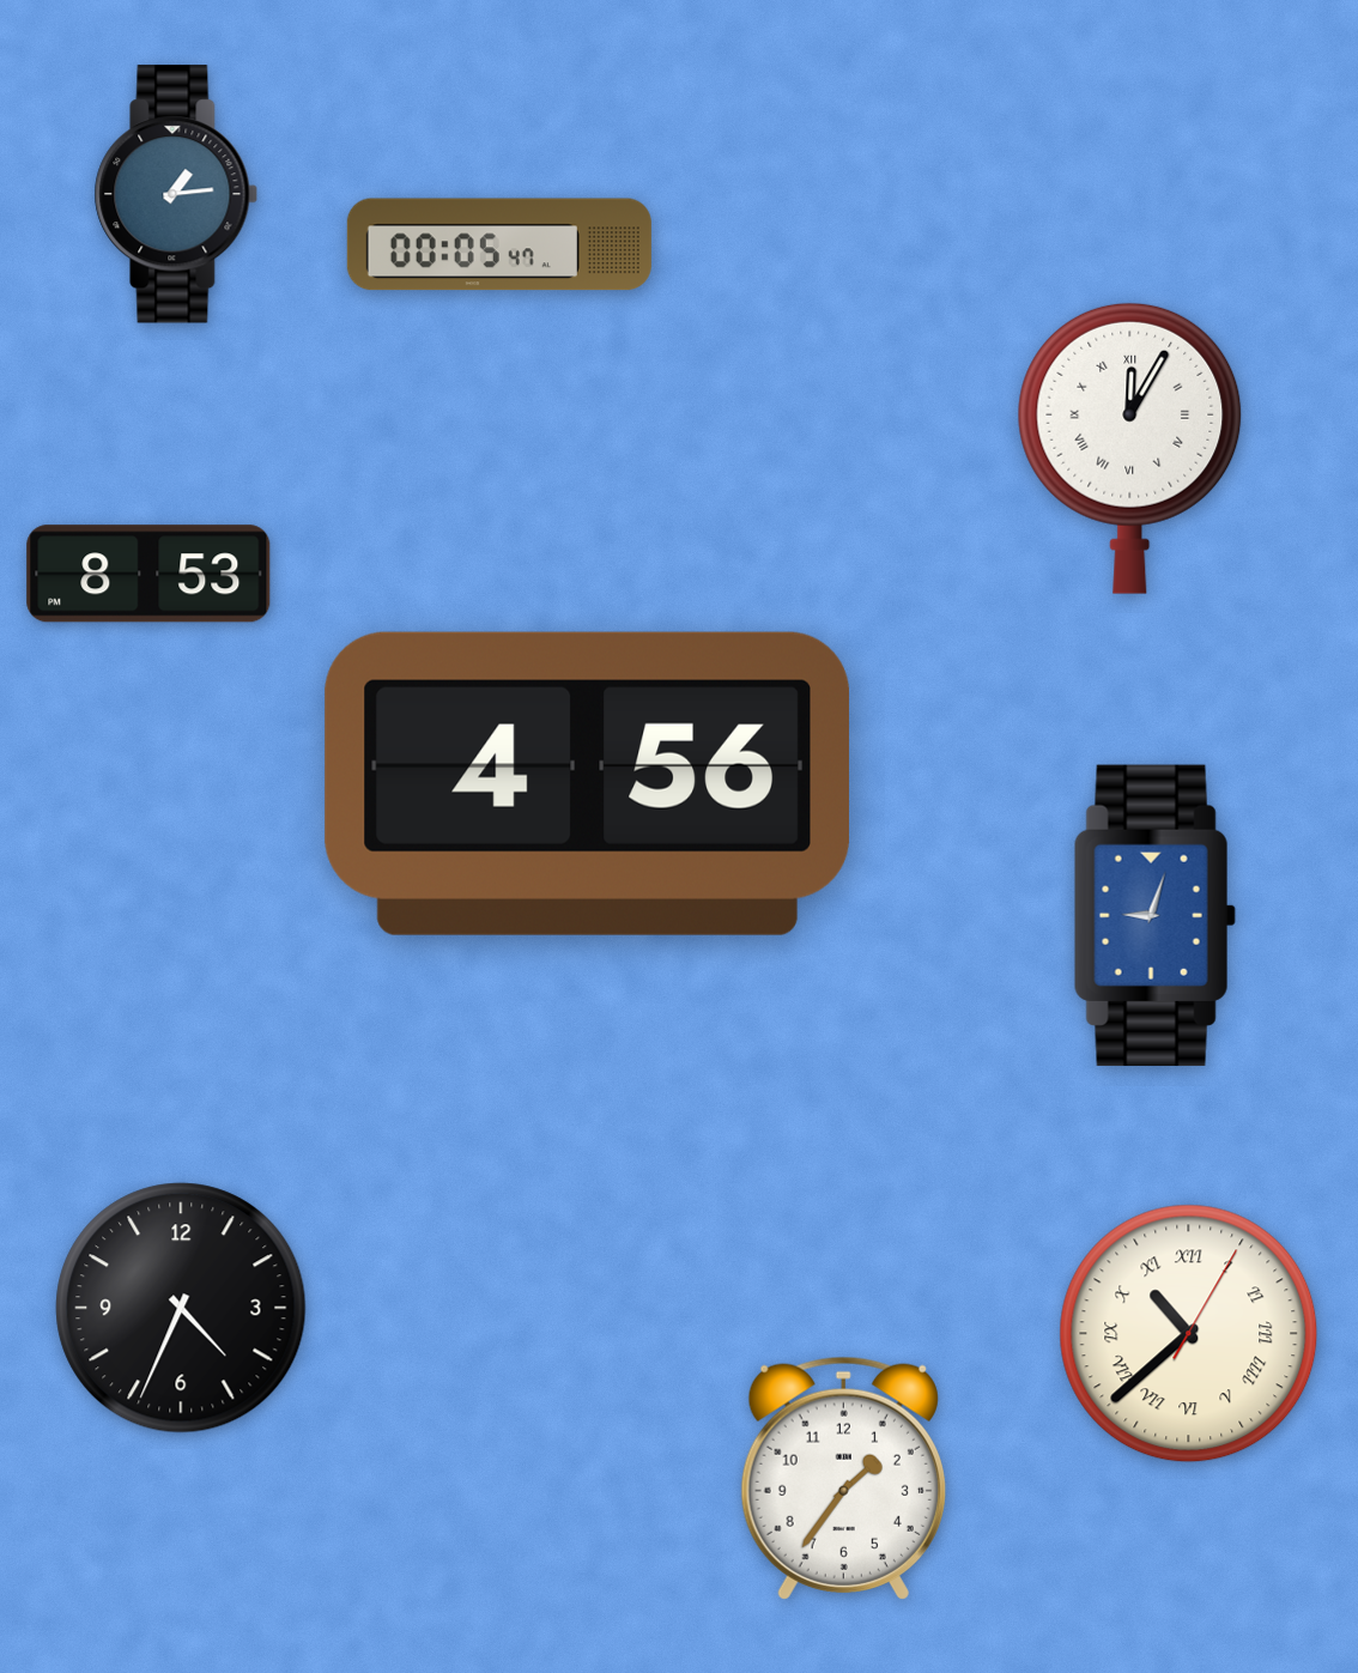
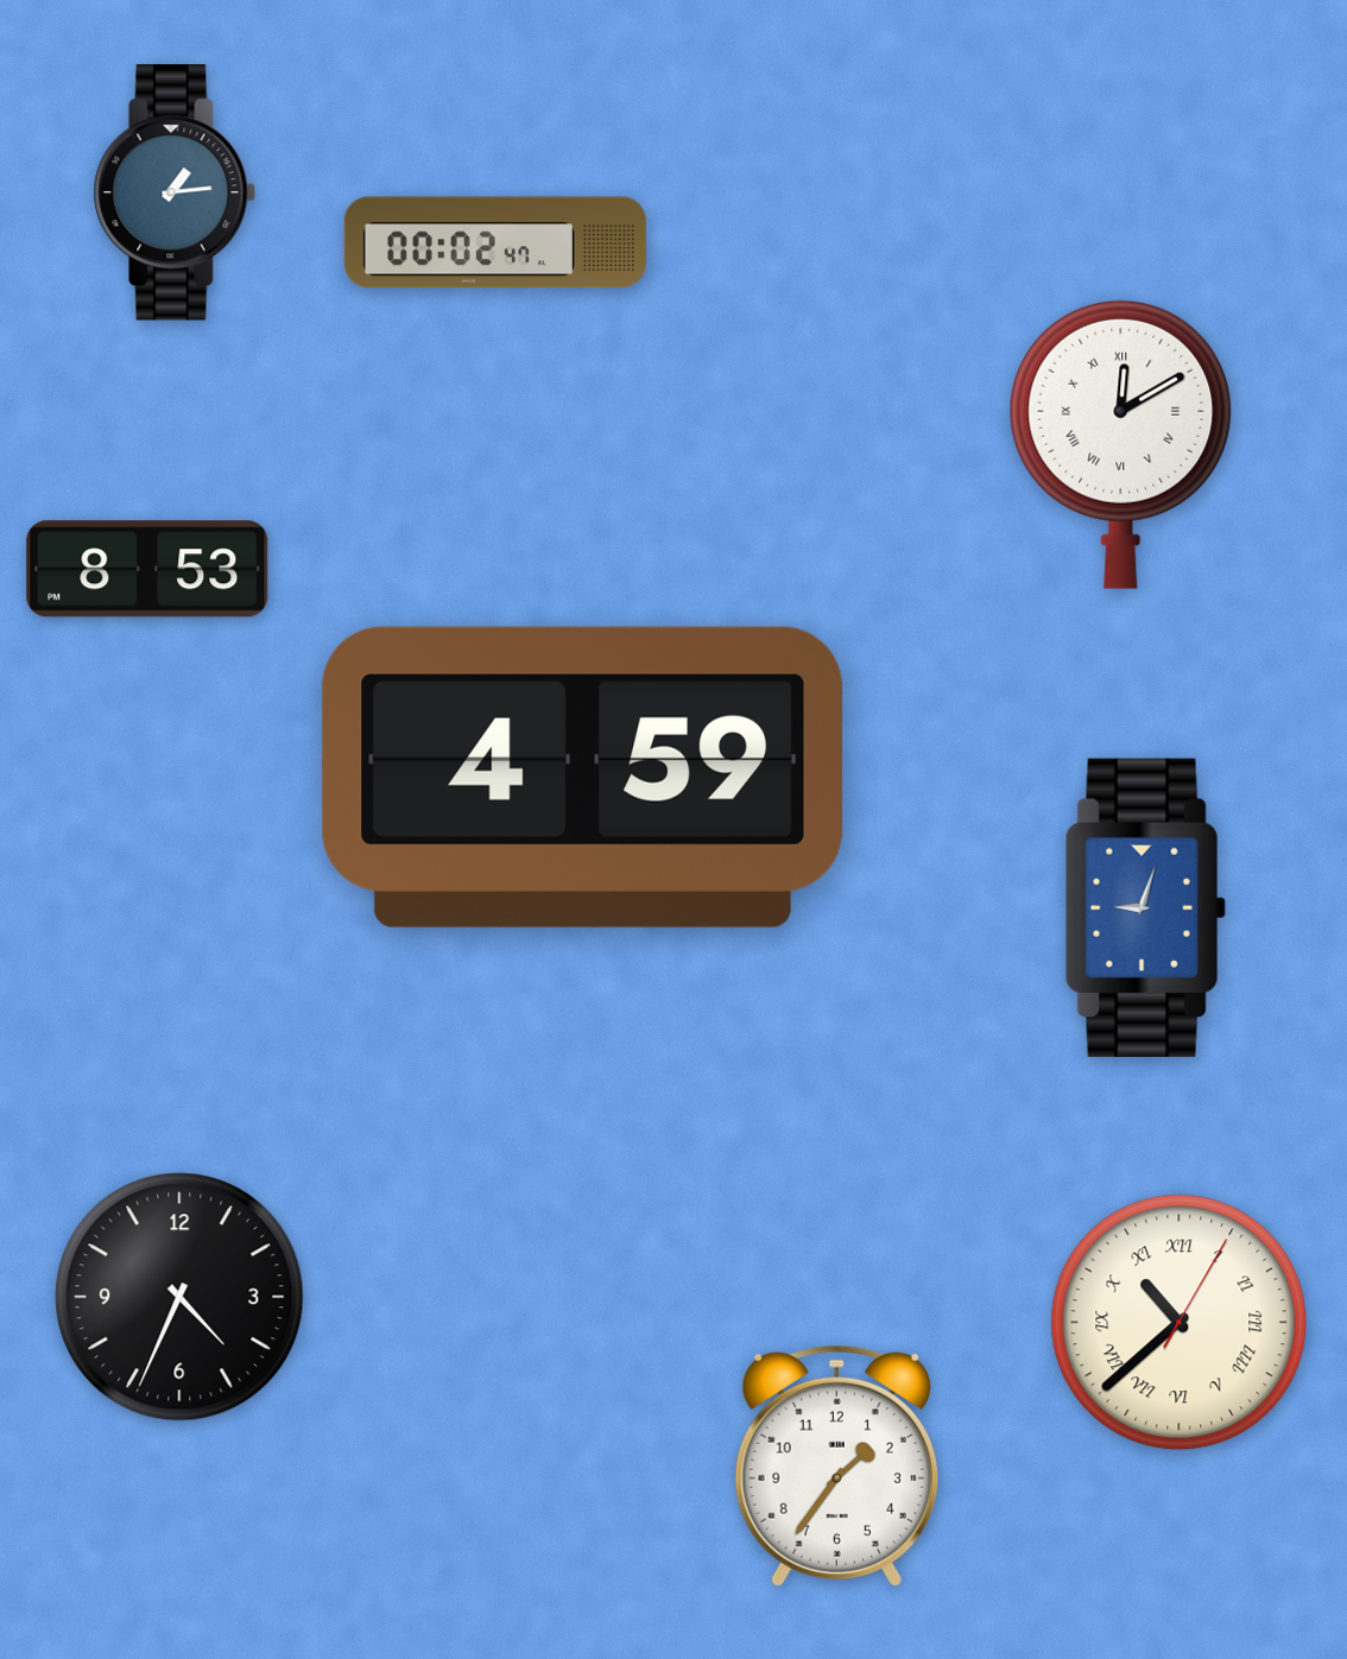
clock at (499, 244): 00:05 -> 00:02
clock at (1130, 448): 12:05 -> 12:10
clock at (587, 783): 4:56 -> 4:59
